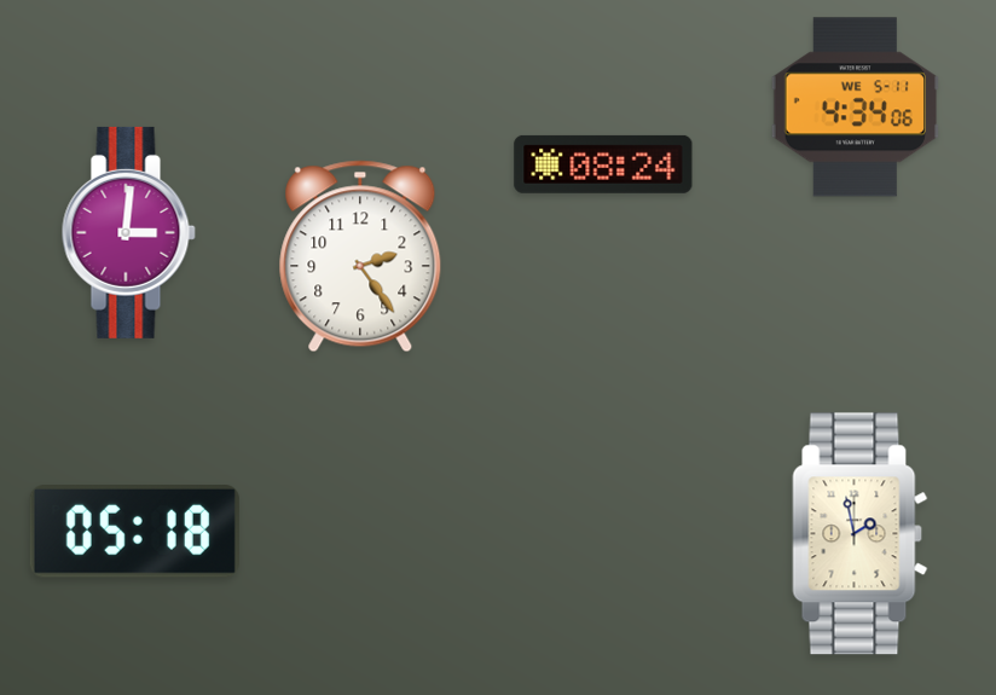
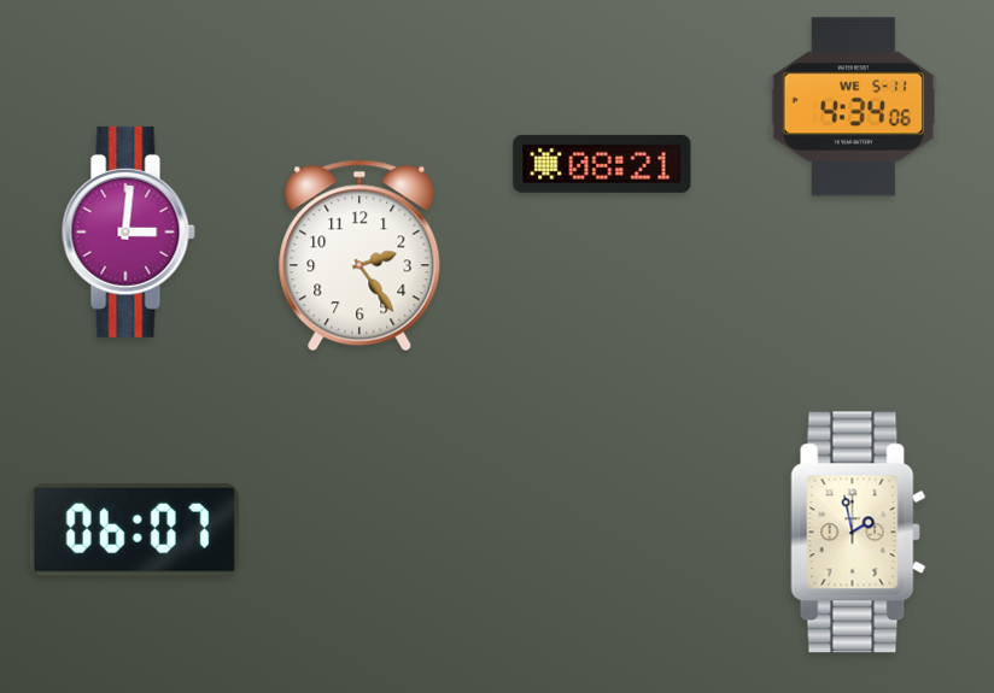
clock at (603, 164): 08:24 -> 08:21
clock at (134, 532): 05:18 -> 06:07
